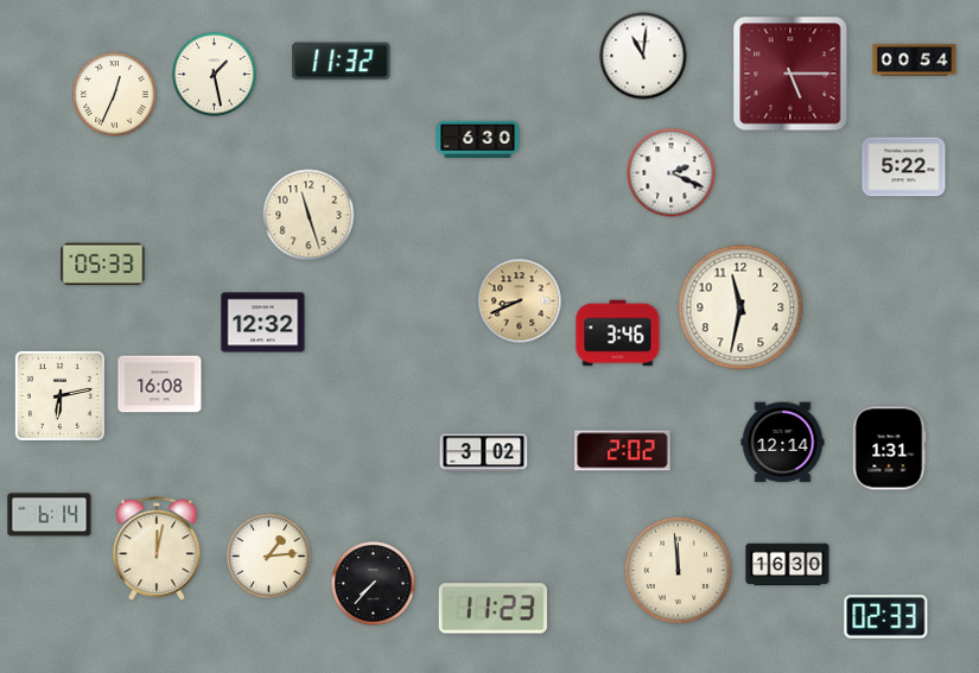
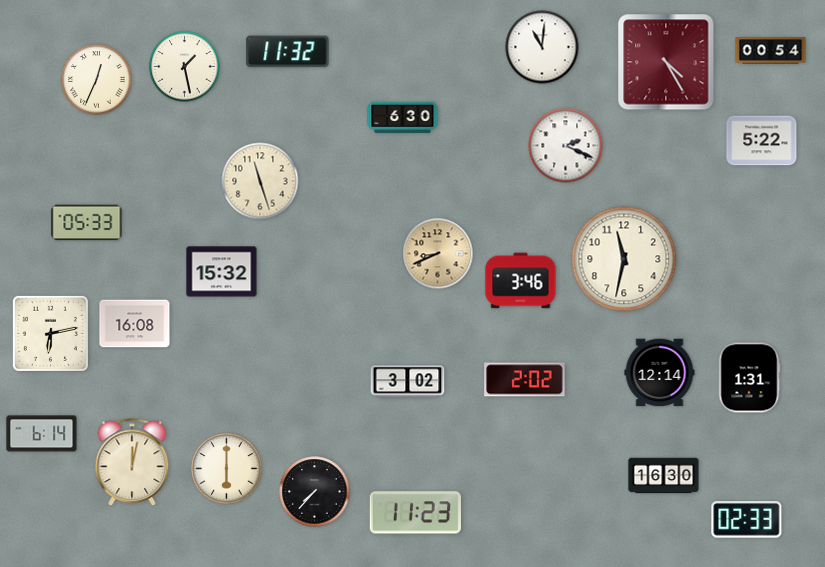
clock at (790, 74): 5:15 -> 4:25
clock at (215, 75) position: (215, 75) -> (185, 67)
clock at (263, 323): 12:32 -> 15:32
clock at (269, 557): 1:14 -> 6:00
clock at (678, 570): 11:59 -> none
